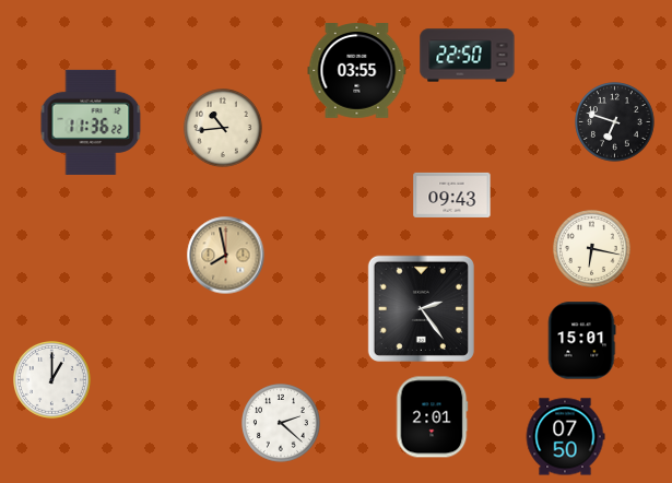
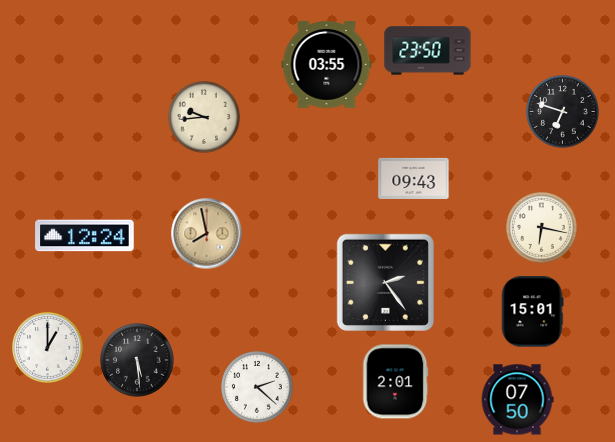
clock at (468, 56): 22:50 -> 23:50
clock at (91, 122): 11:36 -> none
clock at (223, 128): 10:44 -> 9:44
clock at (85, 236): none -> 12:24
clock at (137, 360): none -> 5:29
